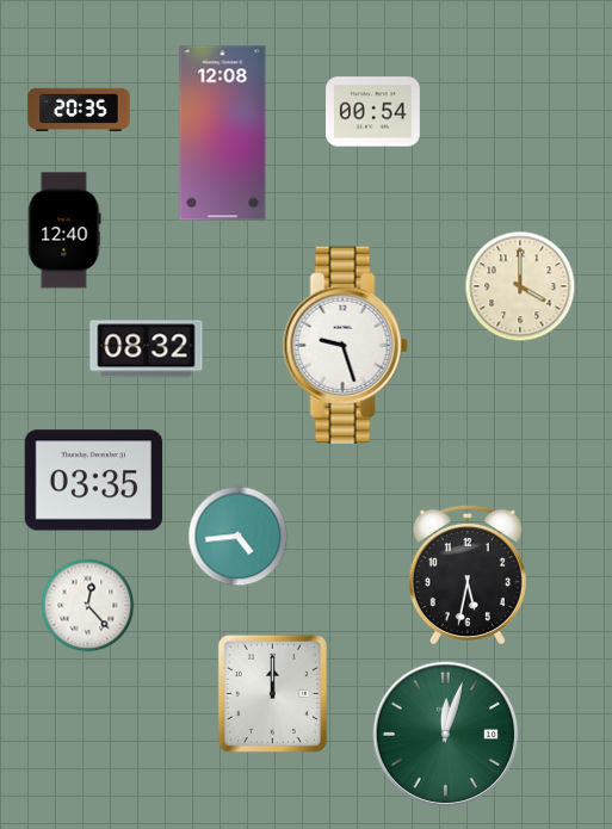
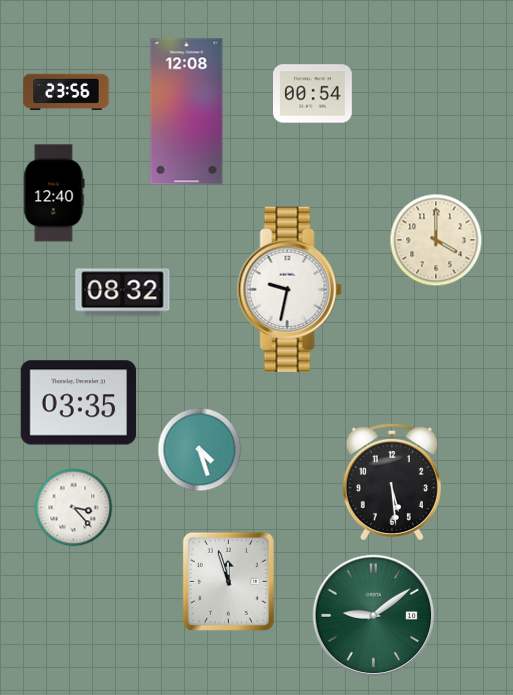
clock at (79, 110): 20:35 -> 23:56
clock at (345, 345): 9:27 -> 9:32
clock at (237, 536): 4:44 -> 4:27
clock at (468, 574): 5:32 -> 5:29
clock at (87, 605): 12:23 -> 3:23
clock at (272, 693): 12:00 -> 11:57
clock at (446, 735): 12:03 -> 9:09
